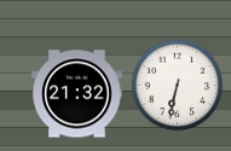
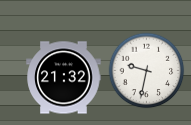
clock at (178, 86): 6:32 -> 9:32
